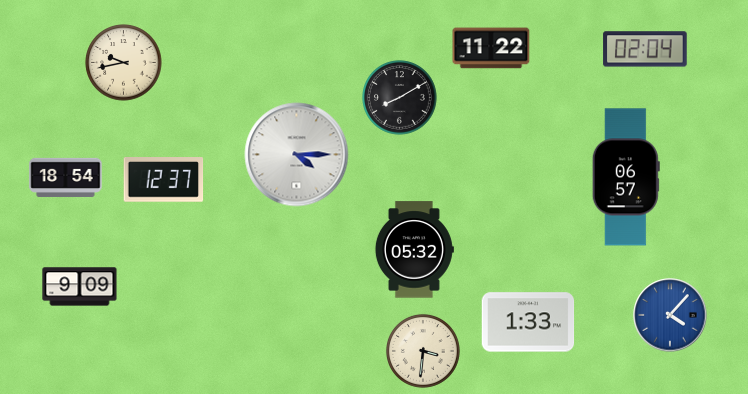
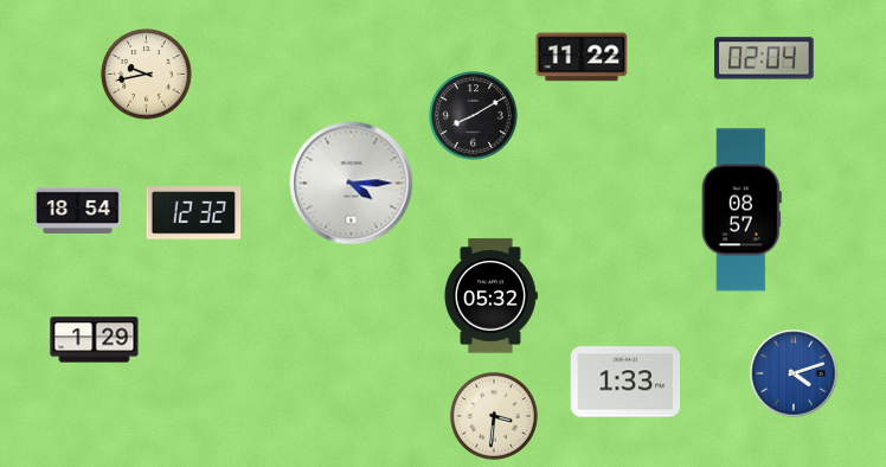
clock at (626, 177): 06:57 -> 08:57
clock at (164, 180): 12:37 -> 12:32
clock at (80, 287): 9:09 -> 1:29
clock at (670, 315): 4:07 -> 4:12
clock at (423, 351) position: (423, 351) -> (494, 416)
